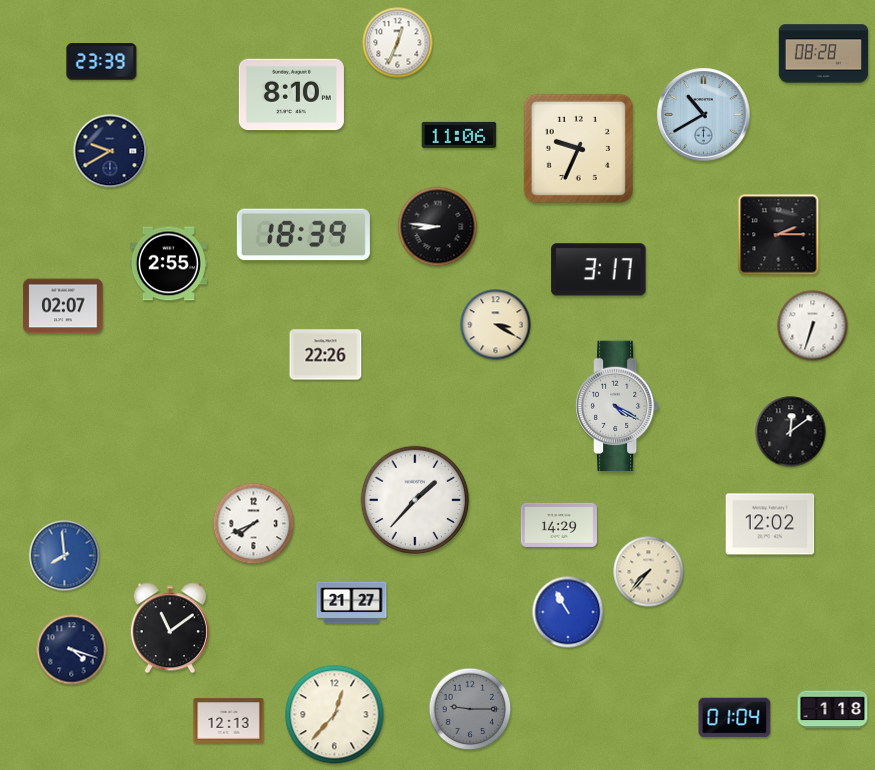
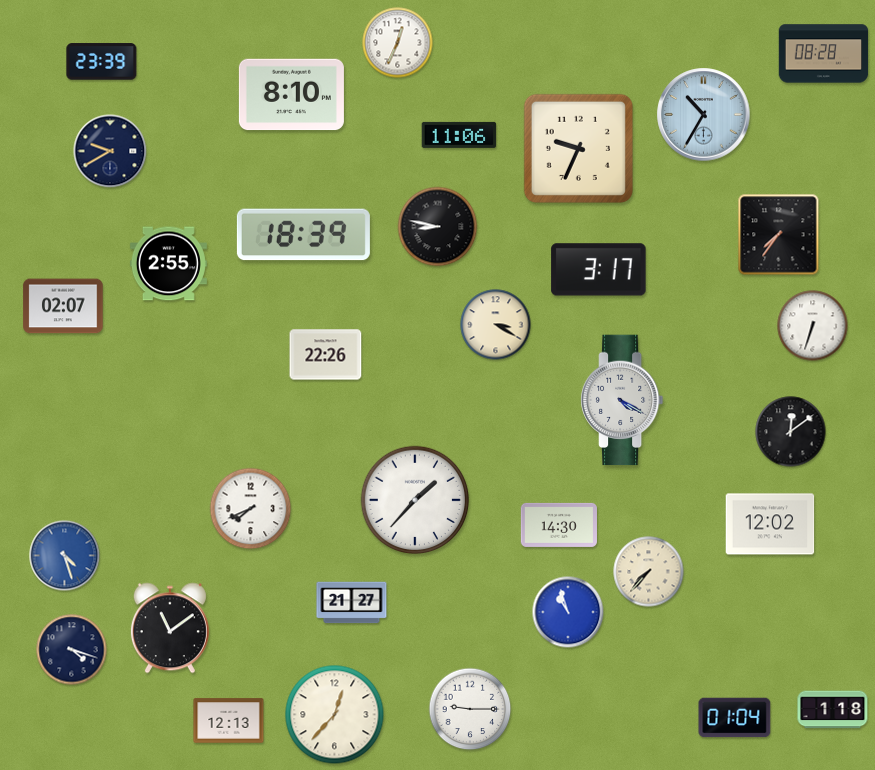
clock at (704, 115): 10:40 -> 10:35
clock at (438, 227): 8:46 -> 8:47
clock at (779, 235): 2:15 -> 7:36
clock at (617, 406) position: (617, 406) -> (622, 400)
clock at (254, 524) position: (254, 524) -> (251, 509)
clock at (559, 525): 14:29 -> 14:30
clock at (65, 556): 7:59 -> 4:27
clock at (568, 612): 10:55 -> 10:57
clock at (470, 709) dial: grey -> white
